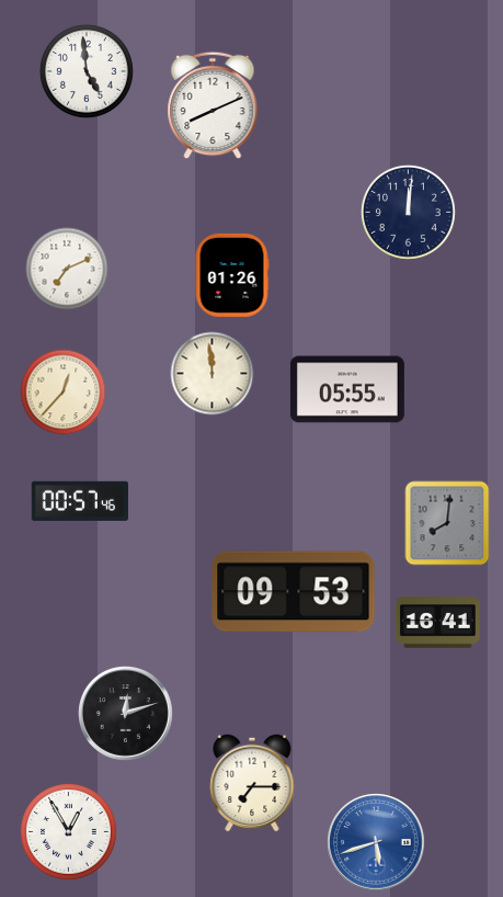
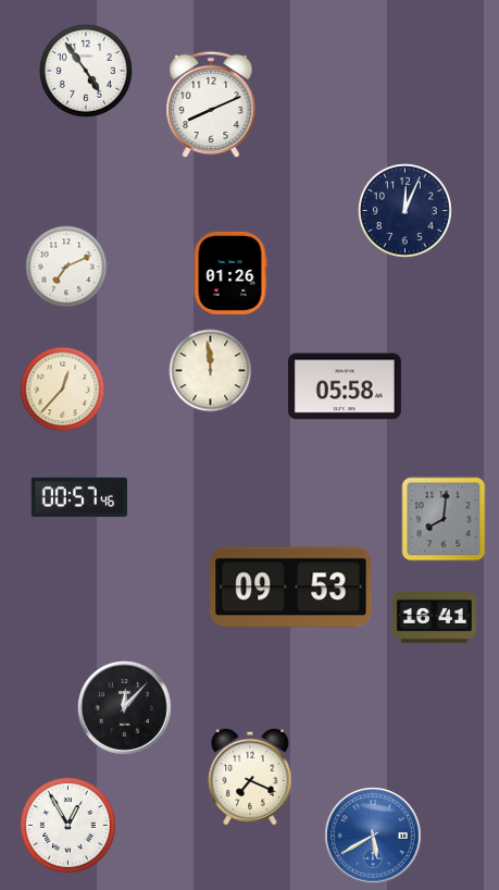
clock at (87, 71): 4:59 -> 4:54
clock at (408, 212): 12:01 -> 12:04
clock at (347, 389): 05:55 -> 05:58
clock at (126, 714): 12:12 -> 12:07
clock at (252, 783): 7:15 -> 7:19
clock at (376, 842): 5:42 -> 5:40
